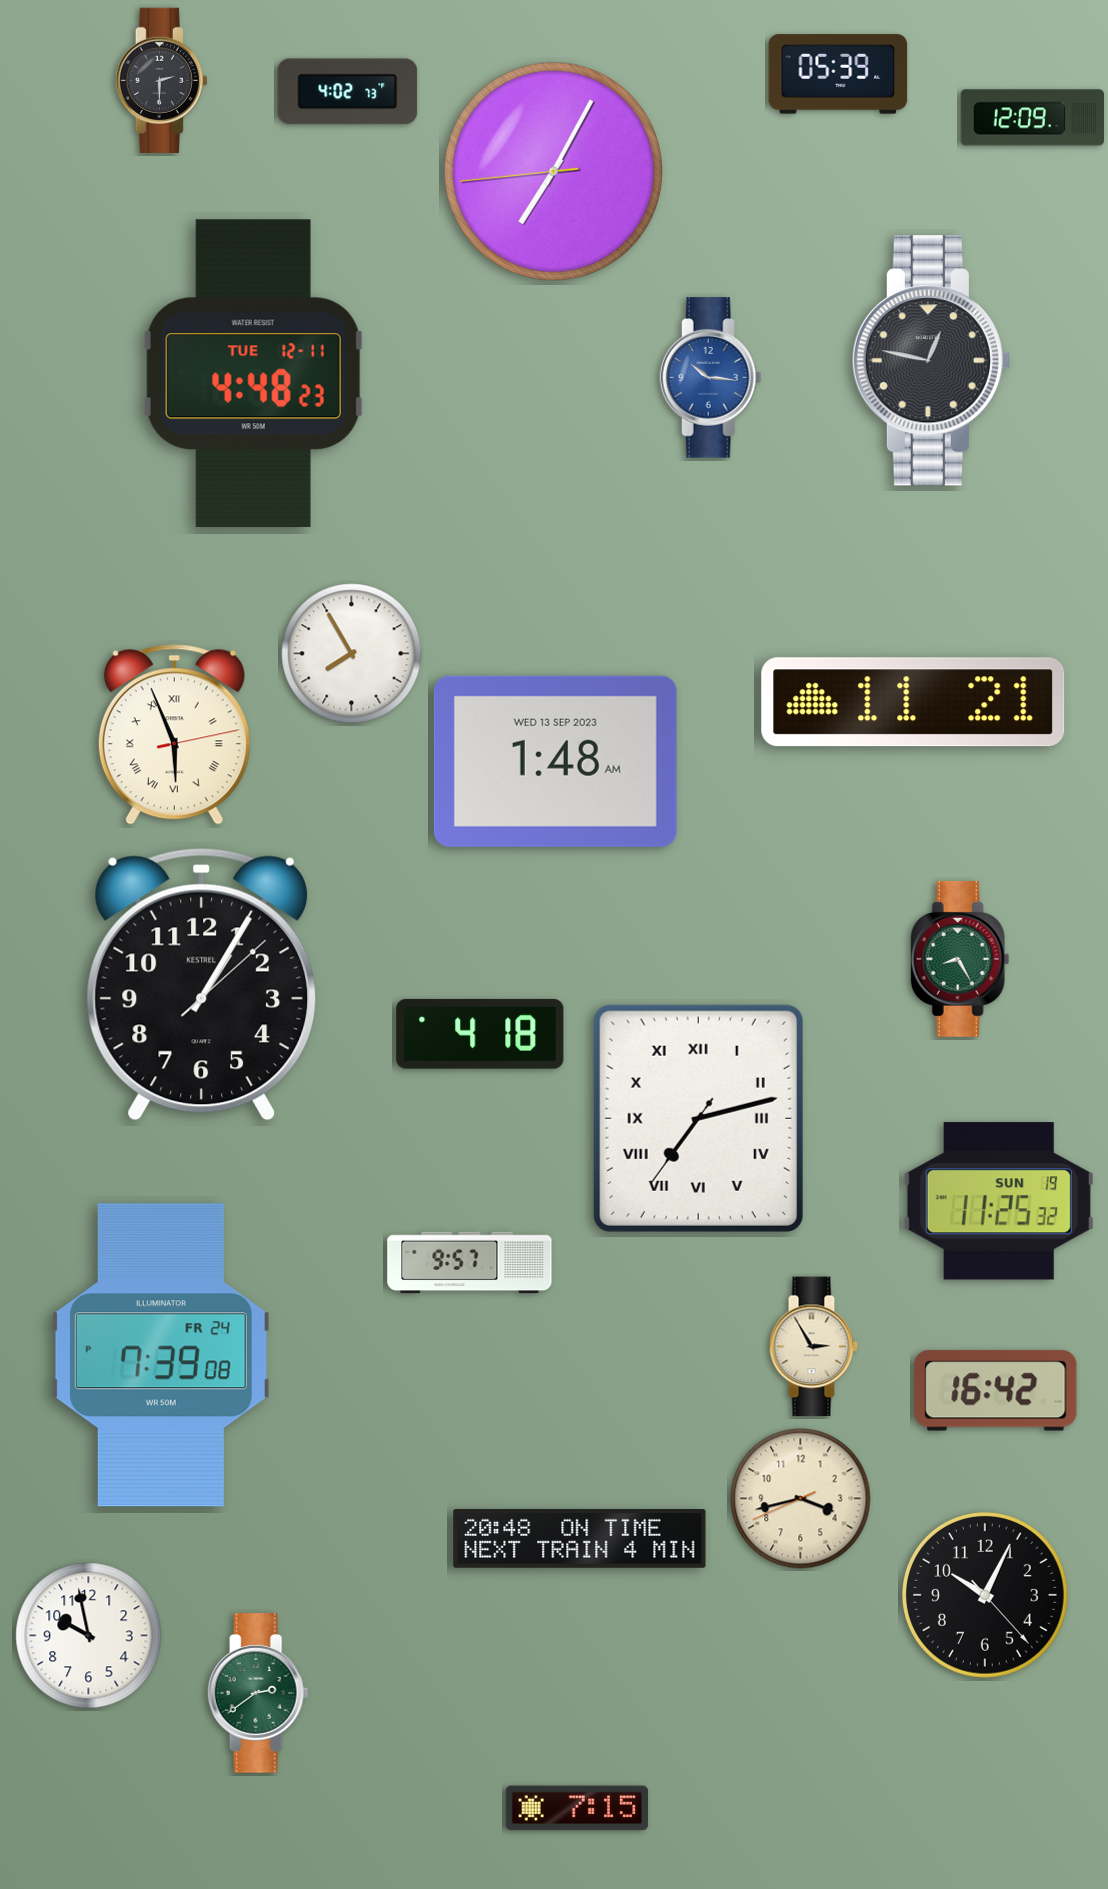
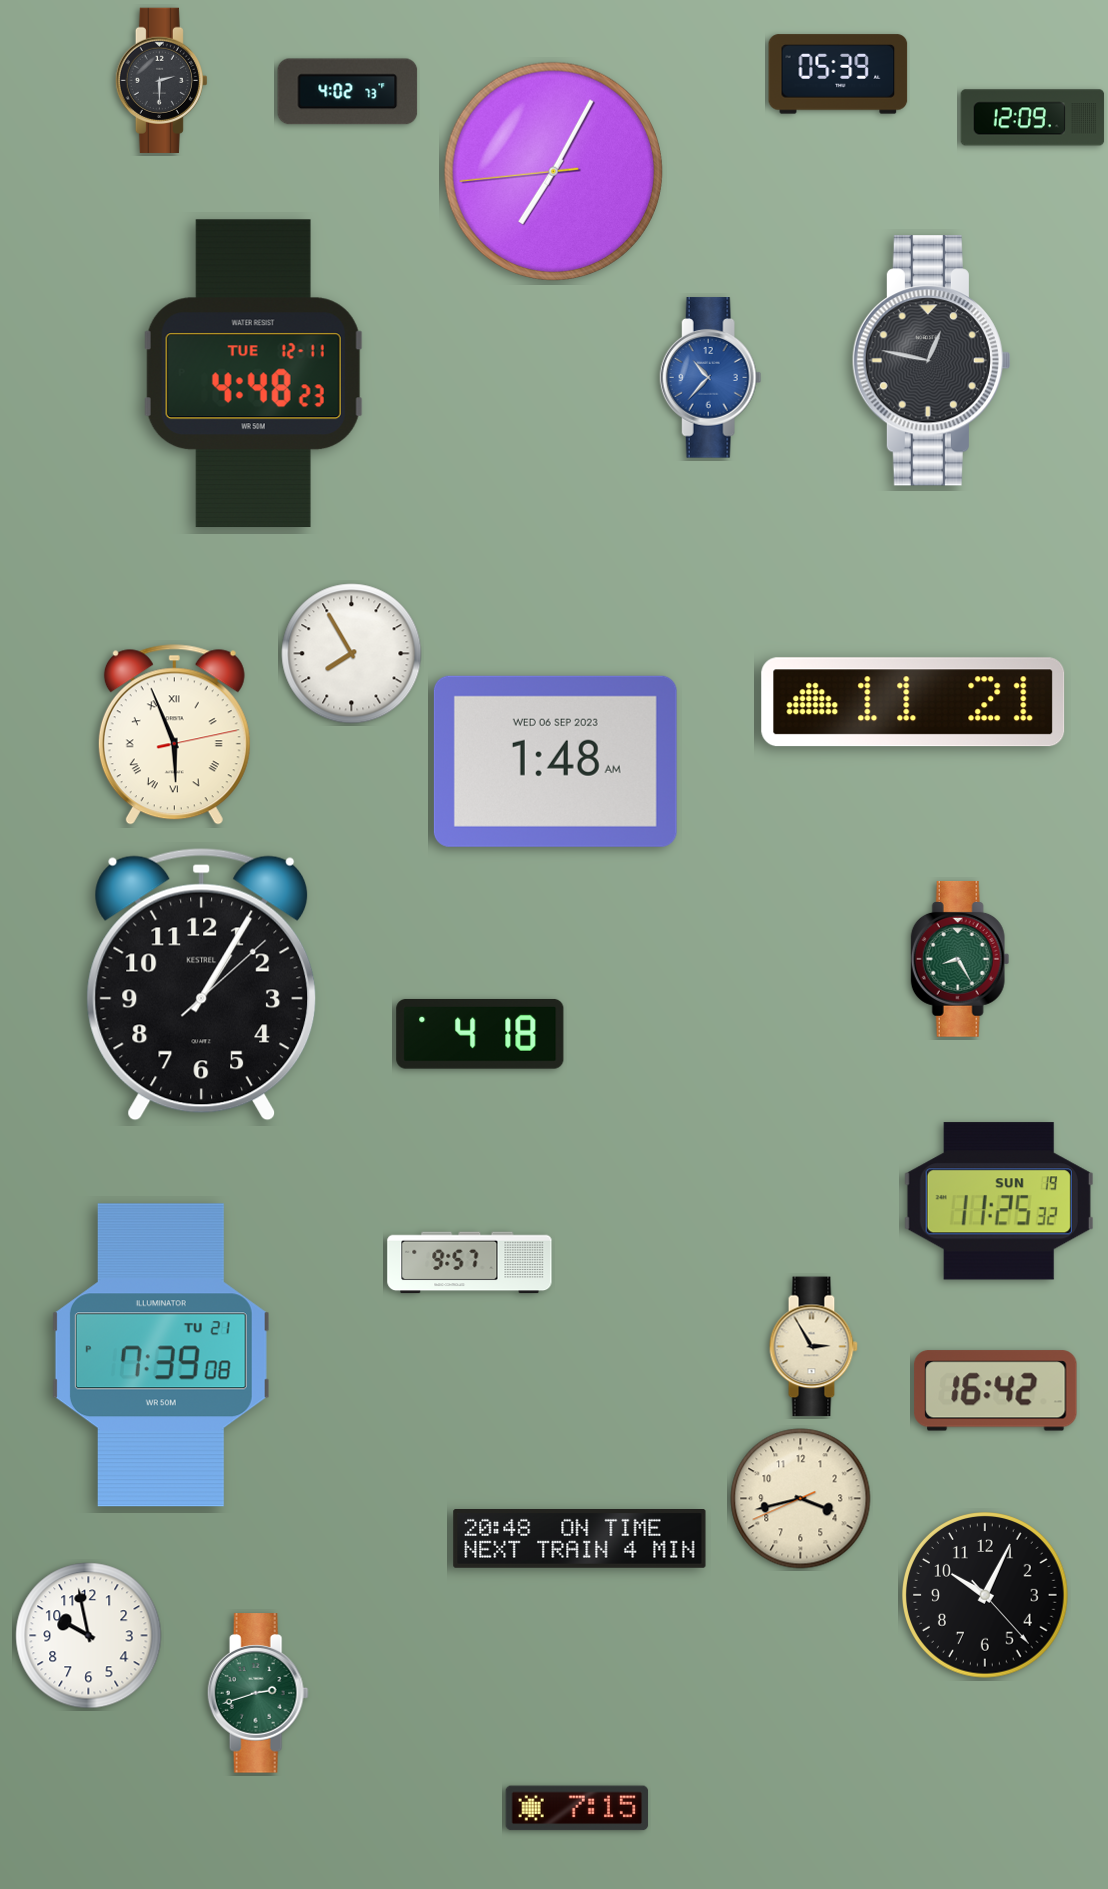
clock at (711, 378): 10:16 -> 10:37
clock at (555, 761) date: WED 13 SEP 2023 -> WED 06 SEP 2023
clock at (698, 1118): 7:12 -> none
clock at (161, 1355) date: FR 24 -> TU 21
clock at (258, 1693): 2:39 -> 2:42
